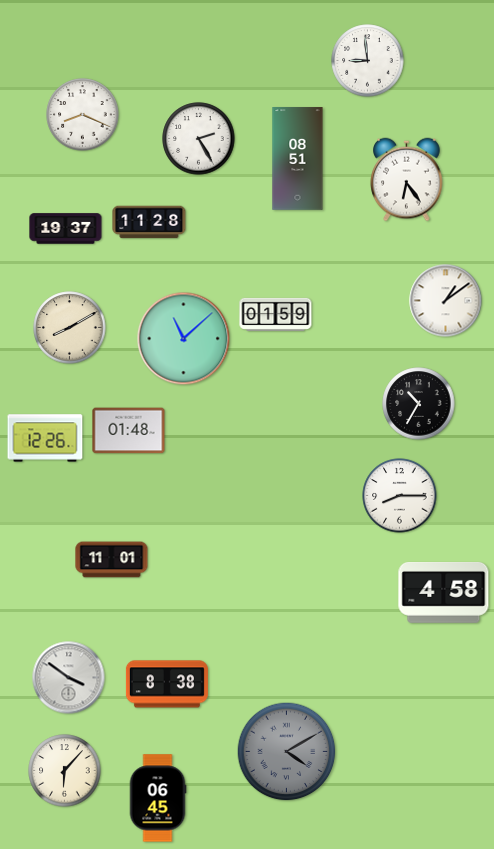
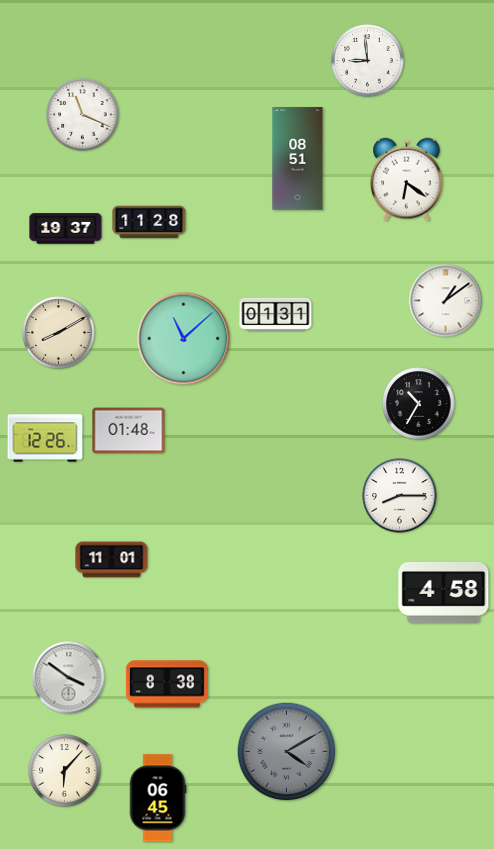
clock at (83, 115): 8:19 -> 11:19
clock at (199, 139): 2:25 -> none
clock at (407, 180): 6:24 -> 6:21
clock at (276, 314): 01:59 -> 01:31
clock at (70, 328) position: (70, 328) -> (59, 333)
